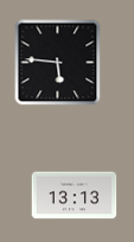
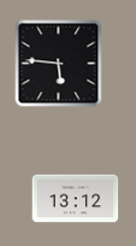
clock at (75, 196): 13:13 -> 13:12
